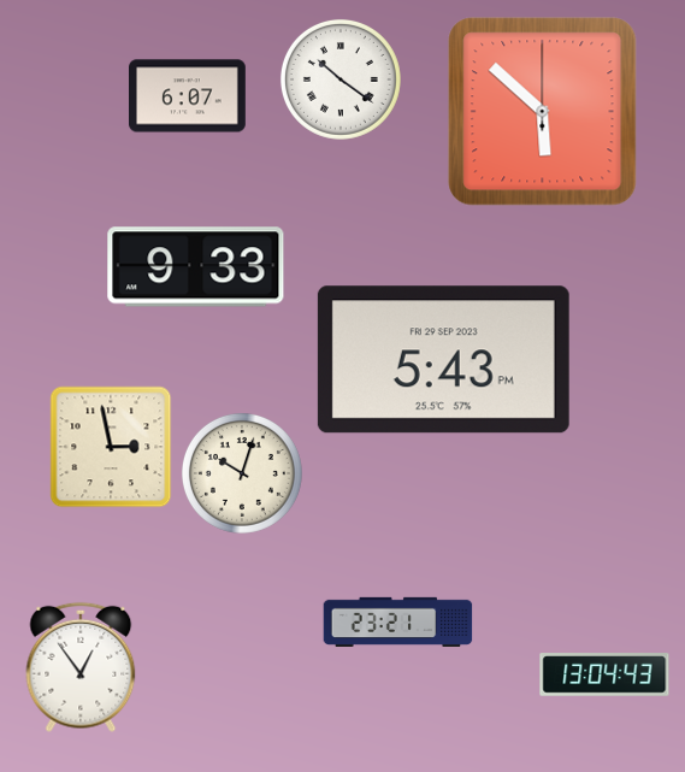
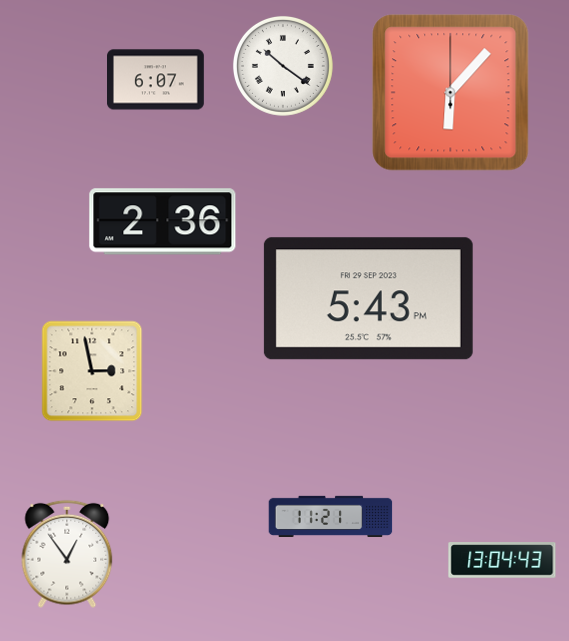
clock at (543, 112): 5:52 -> 6:07
clock at (196, 267): 9:33 -> 2:36
clock at (242, 473): 10:03 -> none
clock at (398, 621): 23:21 -> 11:21
